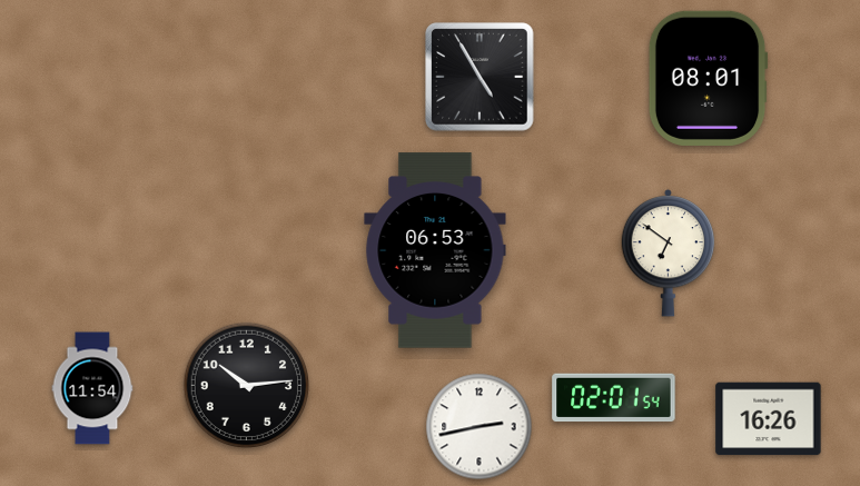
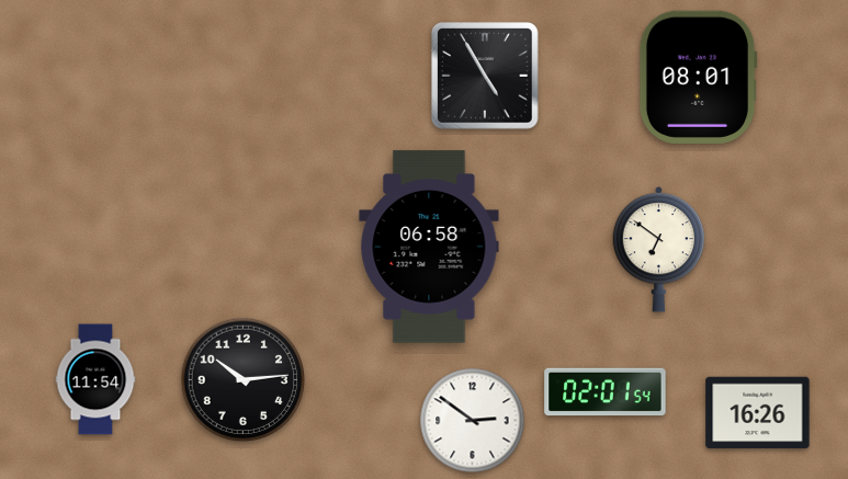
clock at (480, 77) position: (480, 77) -> (485, 76)
clock at (435, 250): 06:53 -> 06:58
clock at (92, 388) position: (92, 388) -> (95, 379)
clock at (480, 427): 2:43 -> 2:51
